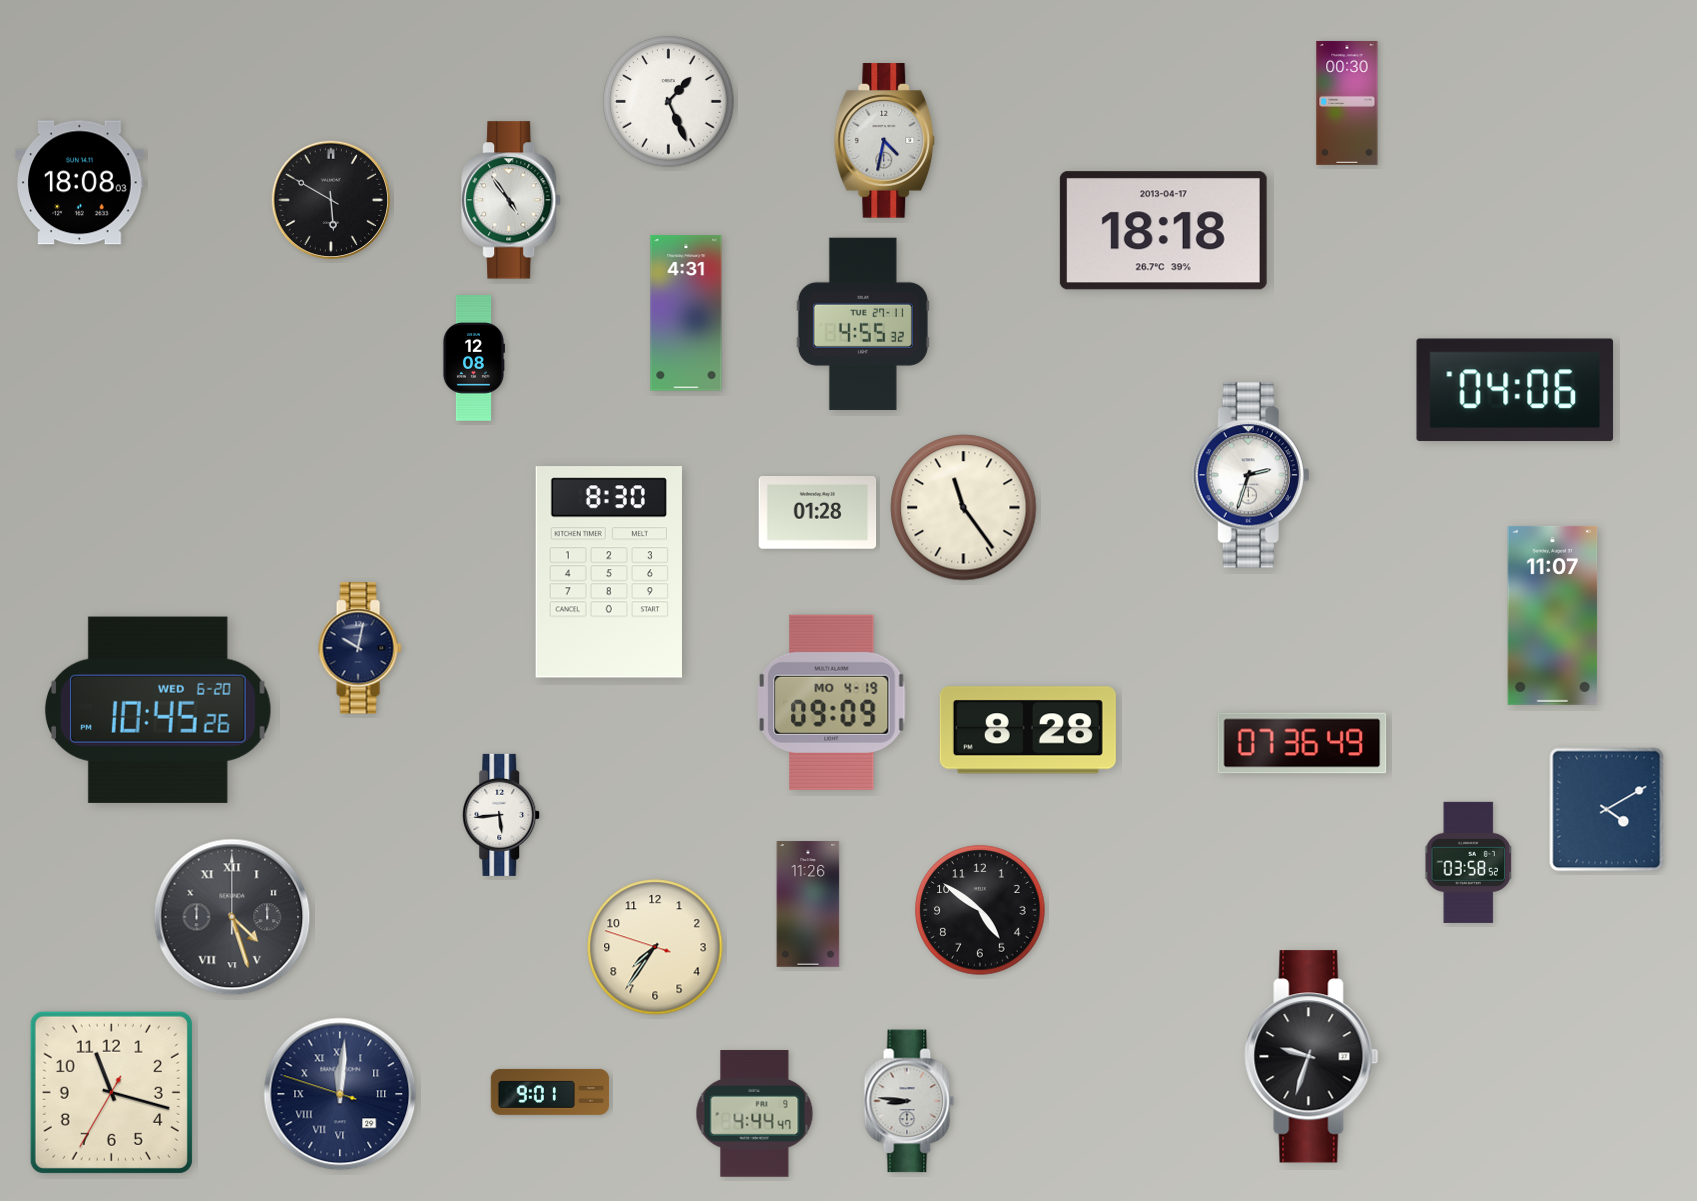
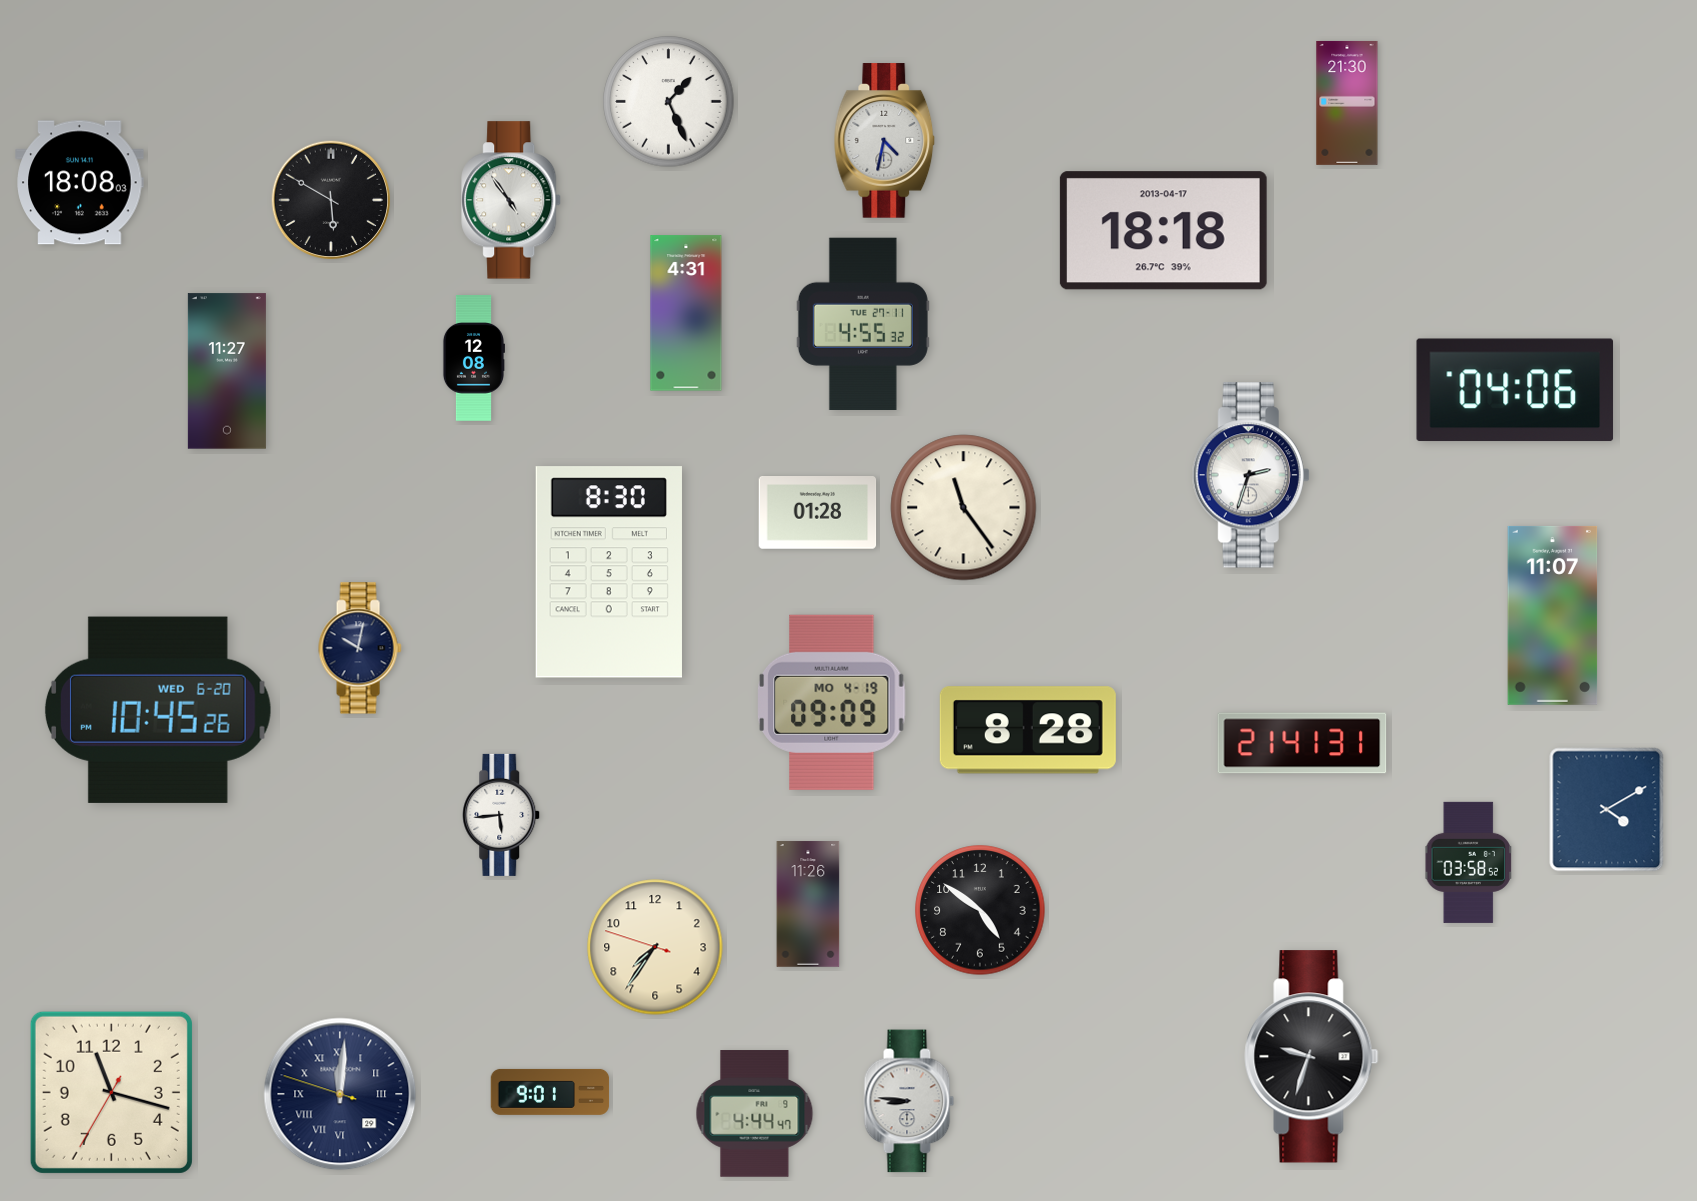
clock at (1347, 103): 00:30 -> 21:30
clock at (227, 371): none -> 11:27
clock at (1302, 743): 07:36 -> 21:41
clock at (232, 917): 4:27 -> none
